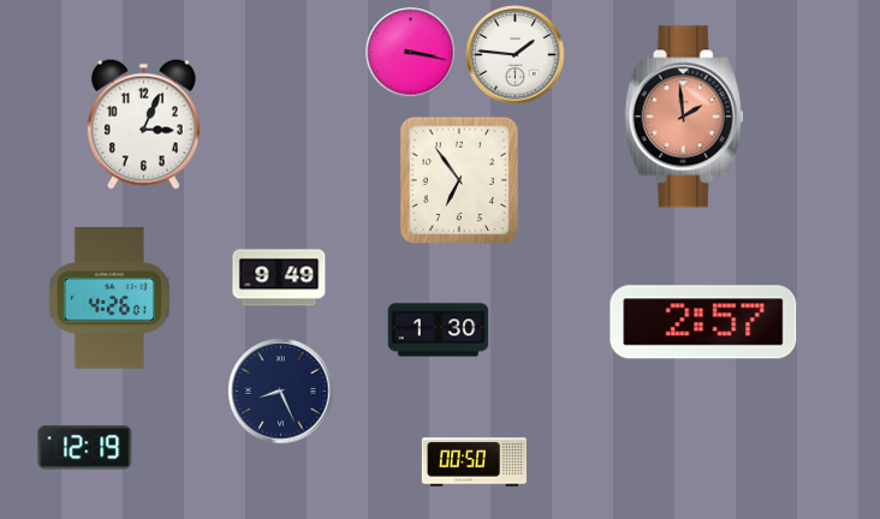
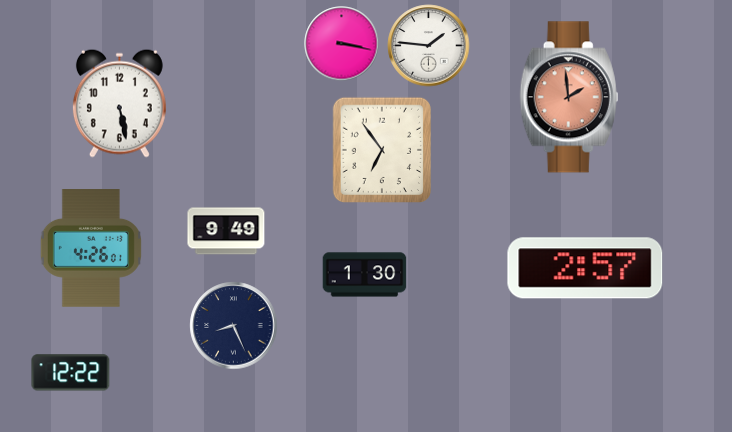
clock at (143, 124): 3:04 -> 5:28
clock at (279, 278) position: (279, 278) -> (226, 231)
clock at (85, 448): 12:19 -> 12:22
clock at (474, 463): 00:50 -> none
